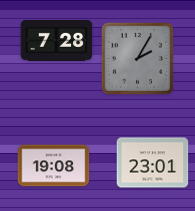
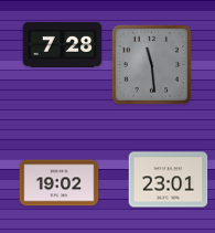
clock at (137, 58): 2:05 -> 11:29
clock at (54, 166): 19:08 -> 19:02
